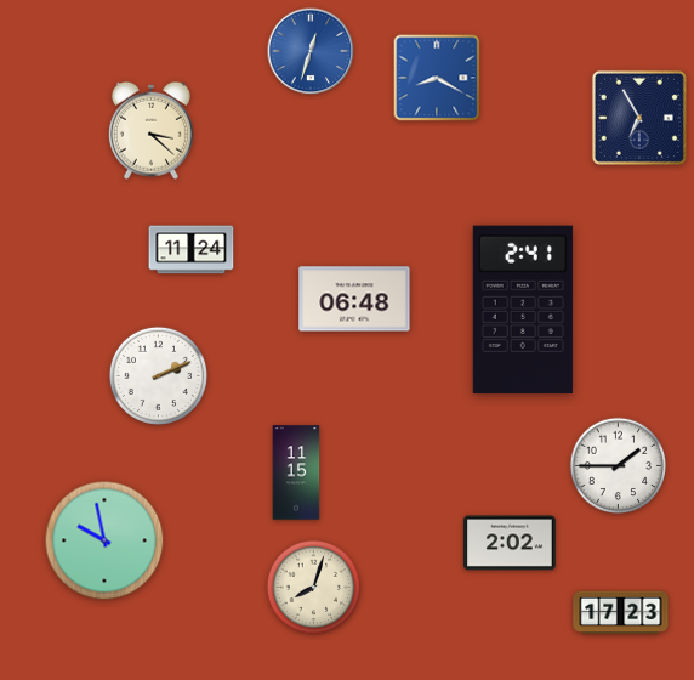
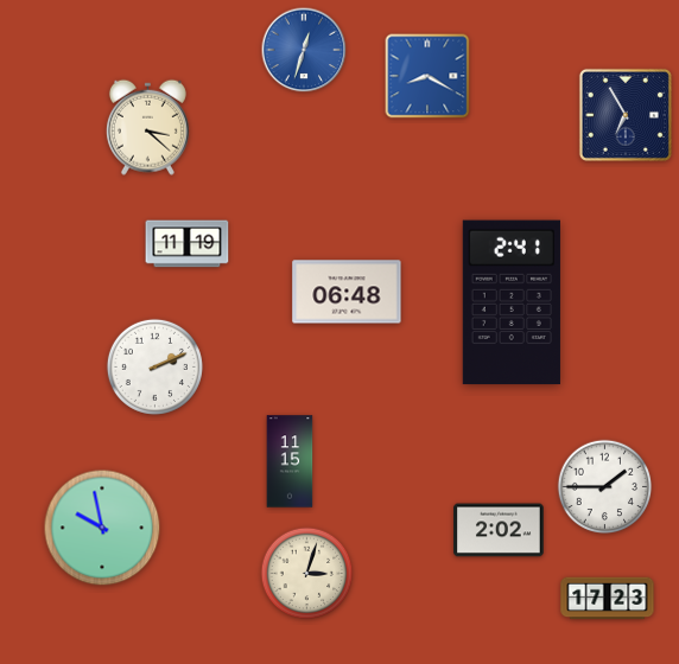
clock at (192, 250): 11:24 -> 11:19
clock at (619, 466) position: (619, 466) -> (605, 487)
clock at (314, 588): 8:03 -> 3:03
